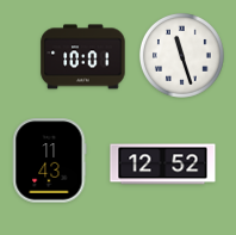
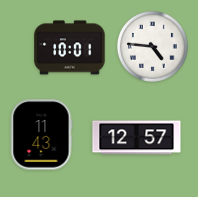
clock at (181, 55): 11:27 -> 4:46
clock at (163, 165): 12:52 -> 12:57
